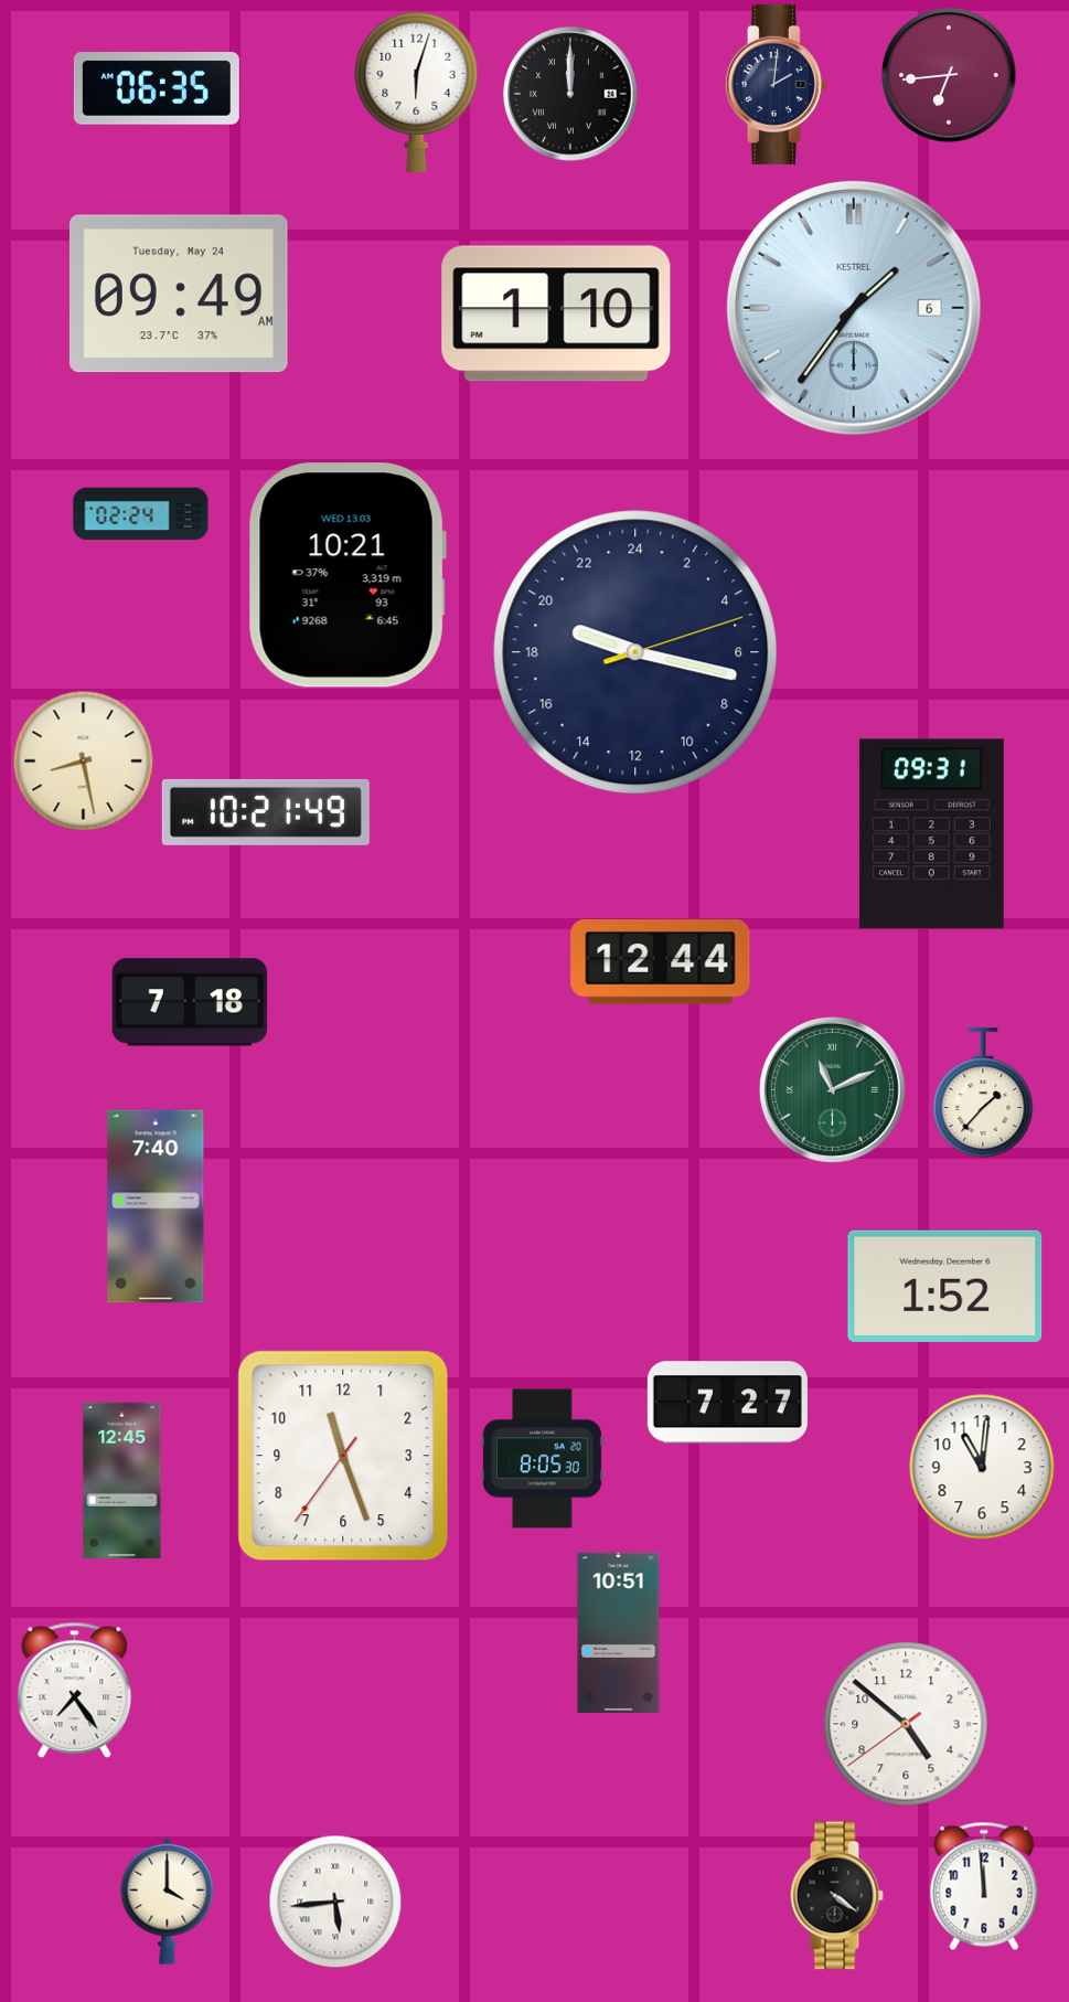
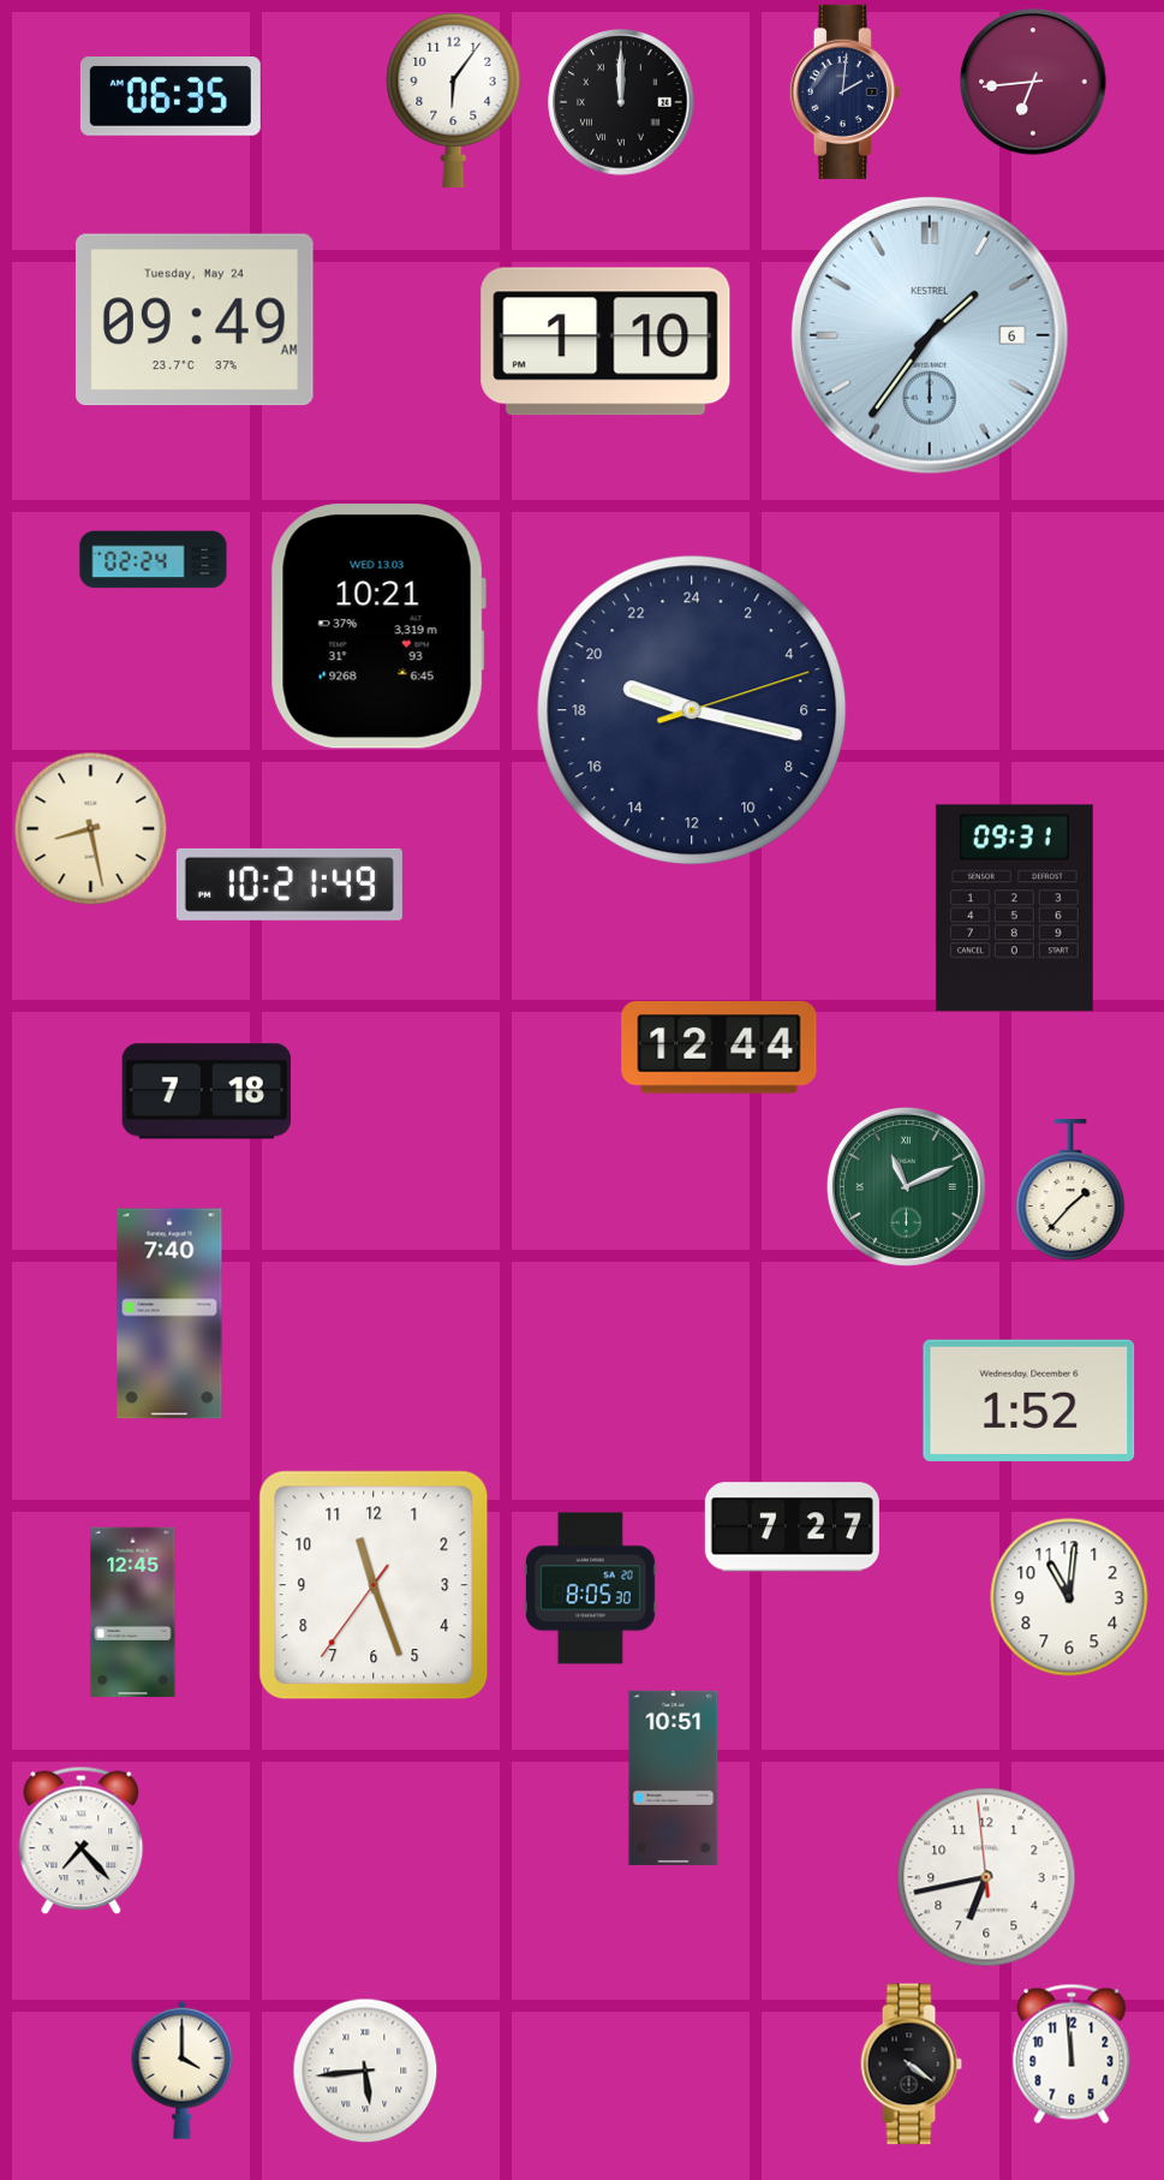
clock at (417, 92): 6:03 -> 6:06
clock at (75, 1691): 7:24 -> 7:23
clock at (906, 1724): 4:51 -> 6:42
